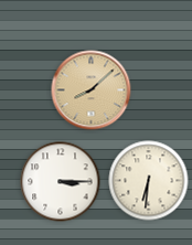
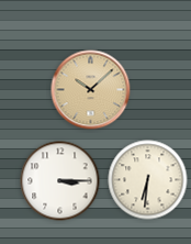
clock at (92, 90): 8:08 -> 10:08
